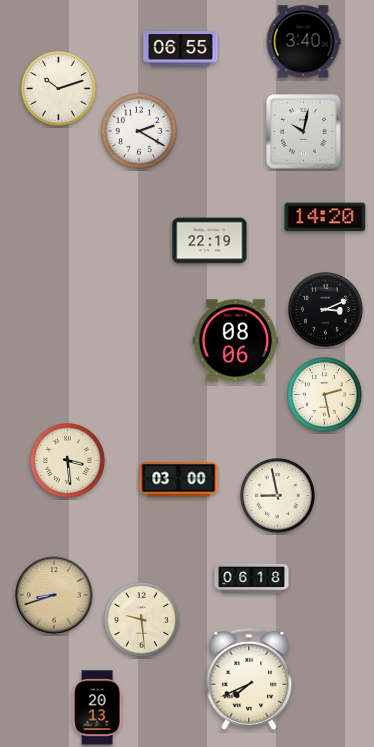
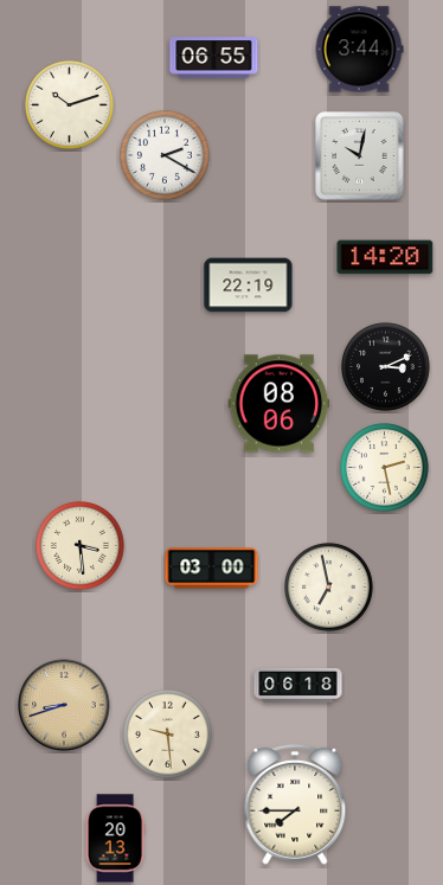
clock at (303, 42): 3:40 -> 3:44
clock at (278, 496): 8:58 -> 6:58
clock at (249, 679): 7:41 -> 7:45
